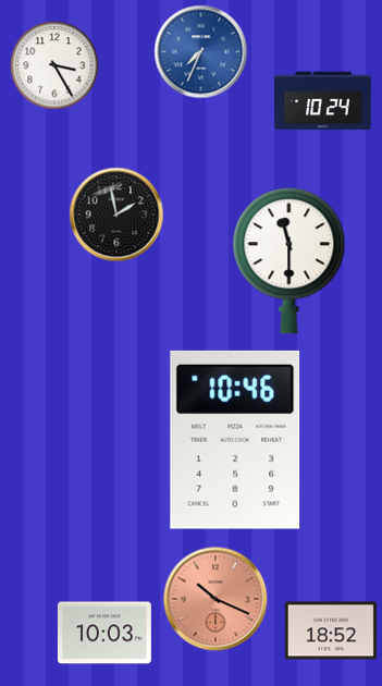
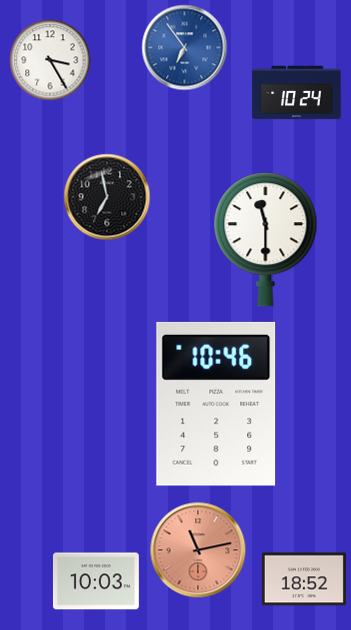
clock at (201, 52): 7:34 -> 6:54
clock at (116, 215): 1:58 -> 6:58
clock at (215, 599): 10:19 -> 11:13
